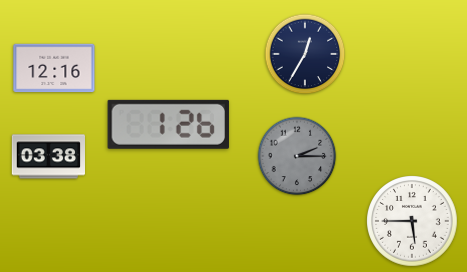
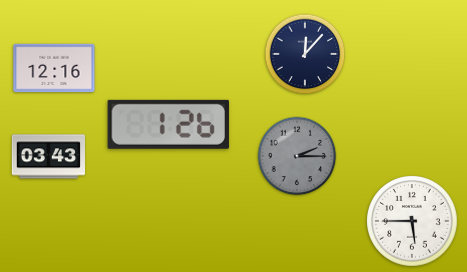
clock at (305, 54): 12:35 -> 12:07
clock at (48, 157): 03:38 -> 03:43
